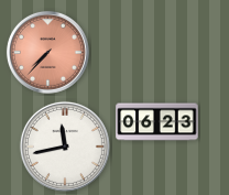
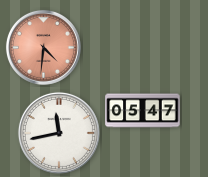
clock at (47, 52): 7:37 -> 4:31
clock at (157, 122): 06:23 -> 05:47
